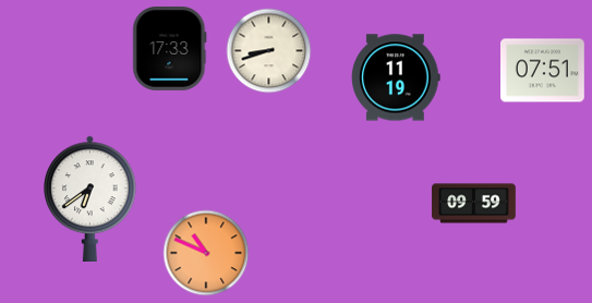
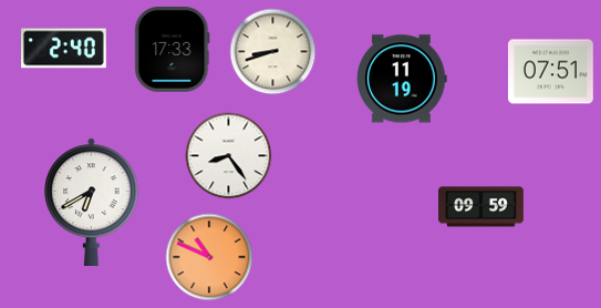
clock at (64, 49): none -> 2:40
clock at (228, 155): none -> 8:24
clock at (90, 198): 6:39 -> 6:40
